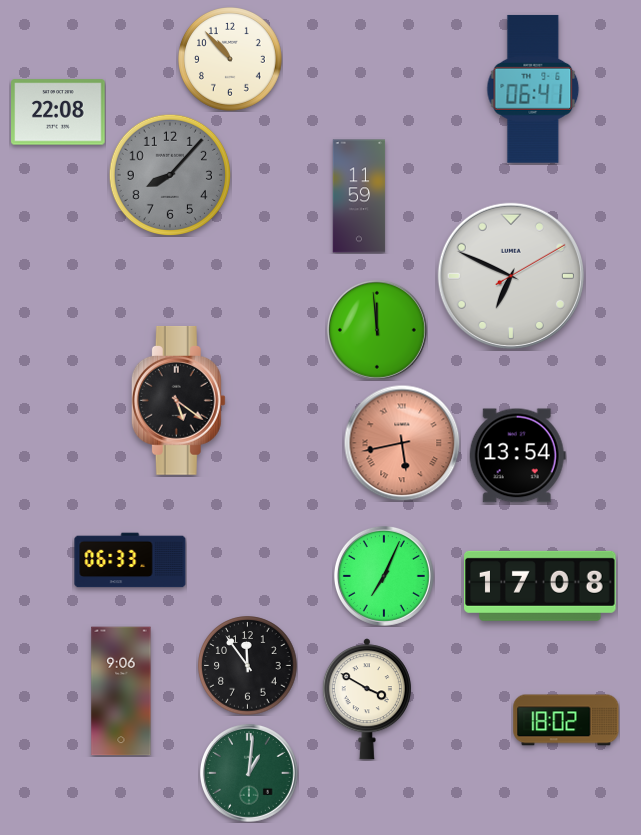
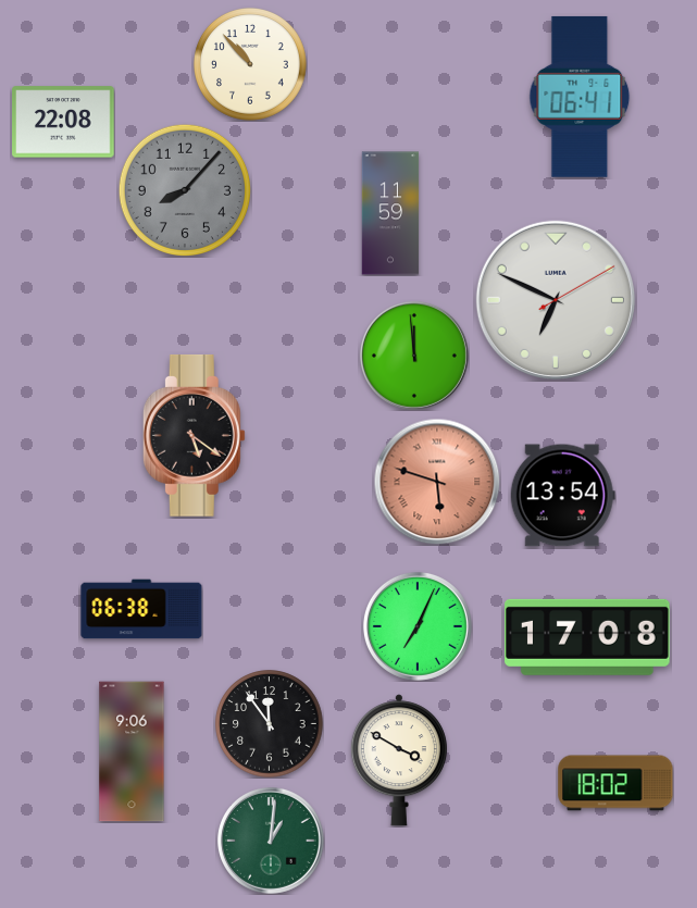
clock at (377, 330) position: (377, 330) -> (414, 356)
clock at (402, 443): 5:43 -> 5:48
clock at (130, 560): 06:33 -> 06:38
